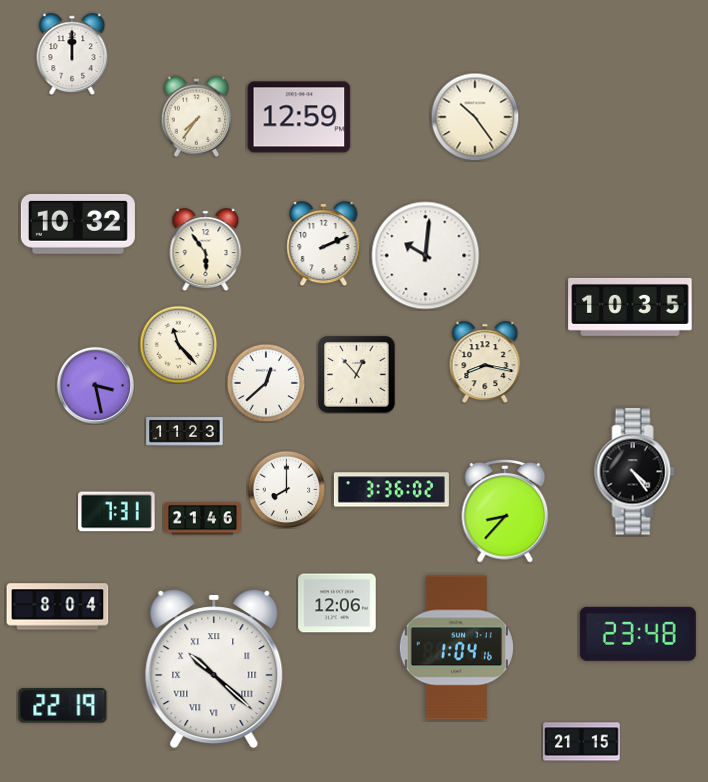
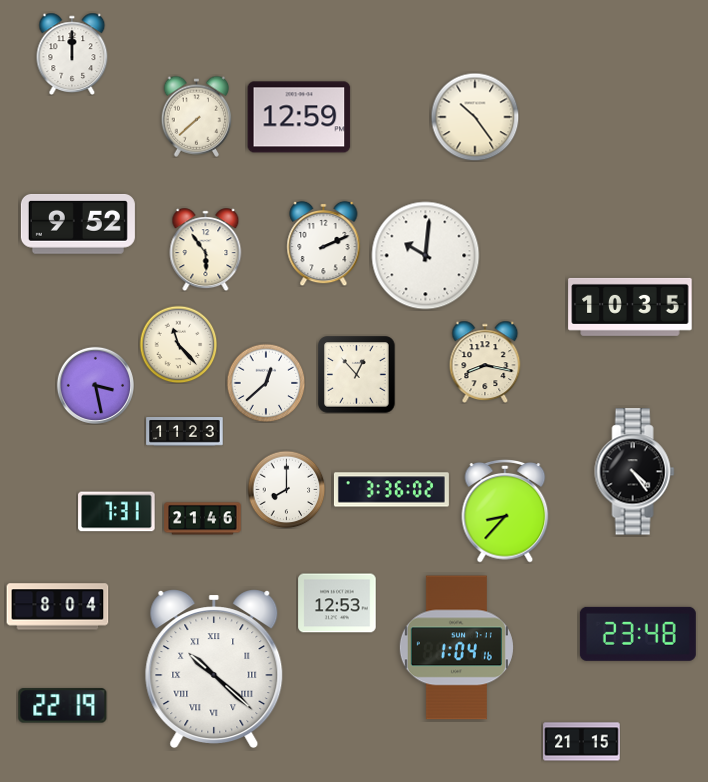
clock at (197, 116): 7:36 -> 7:38
clock at (78, 224): 10:32 -> 9:52
clock at (337, 603): 12:06 -> 12:53
